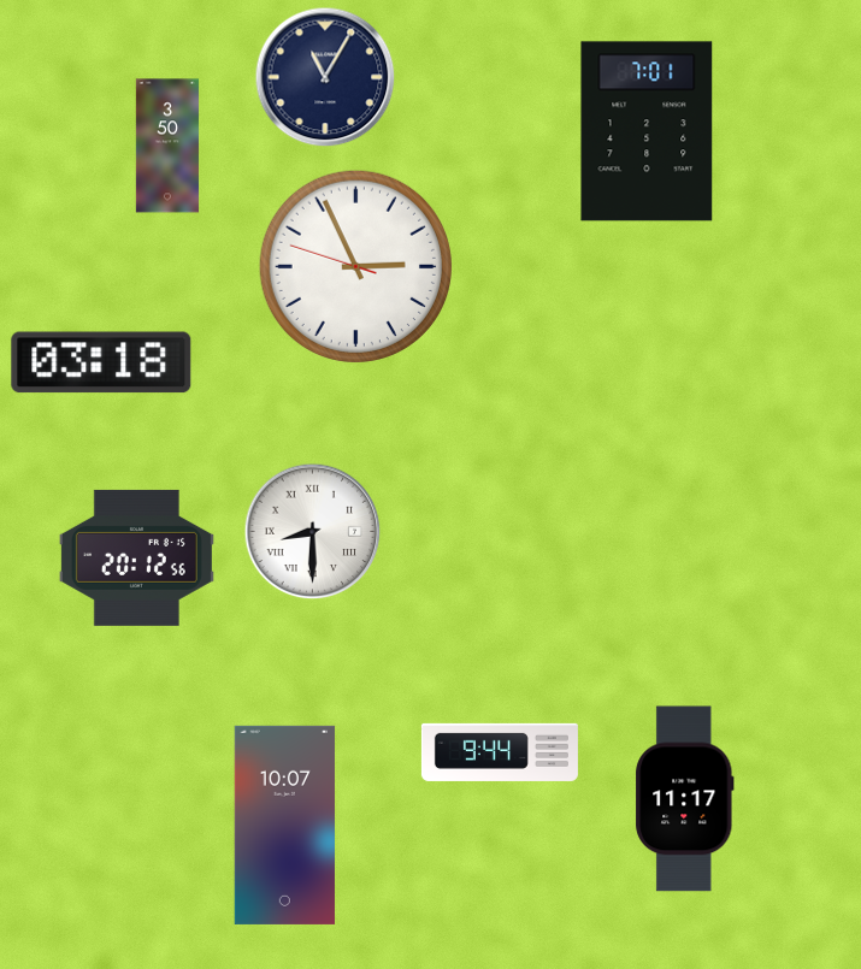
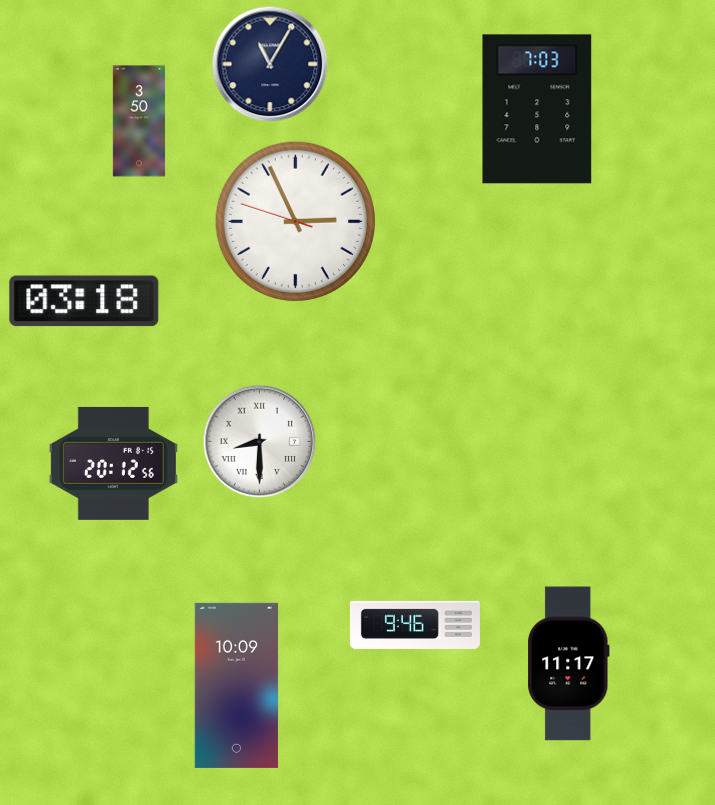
clock at (647, 131): 7:01 -> 7:03
clock at (500, 752): 9:44 -> 9:46
clock at (284, 825): 10:07 -> 10:09
